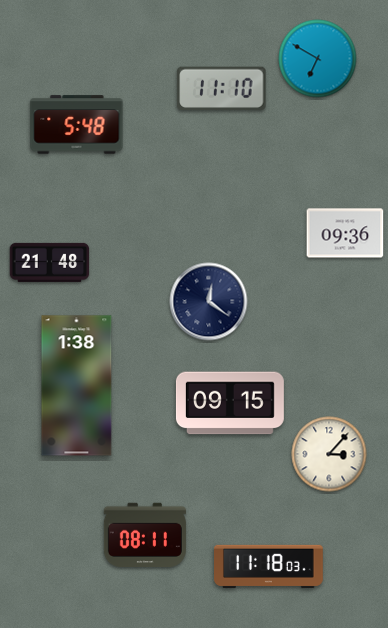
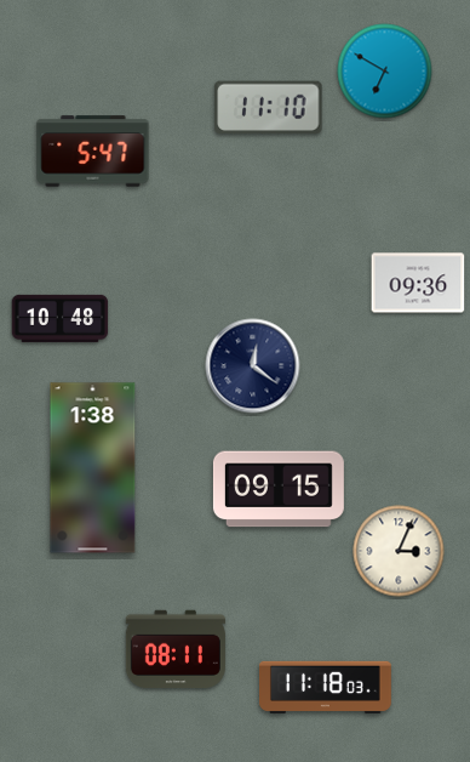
clock at (77, 125): 5:48 -> 5:47
clock at (50, 262): 21:48 -> 10:48
clock at (329, 454): 3:07 -> 3:04
